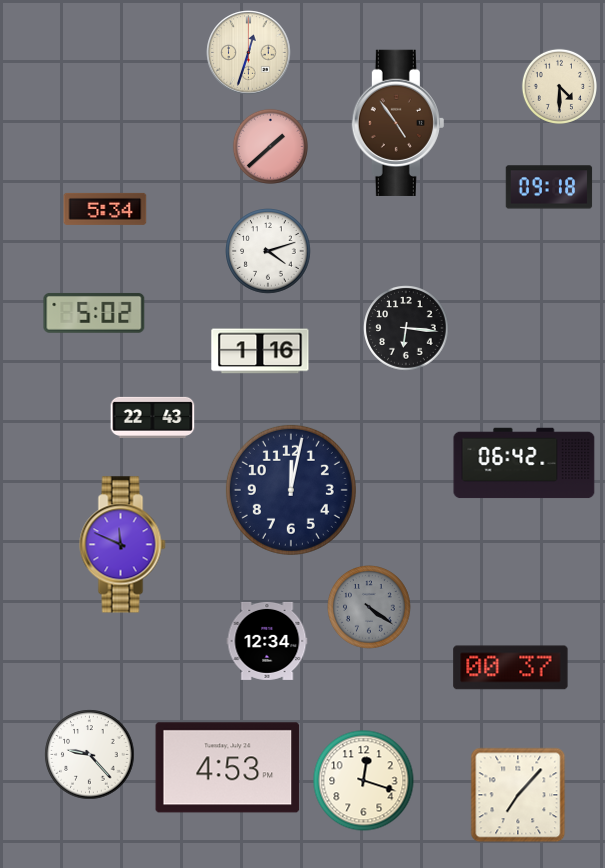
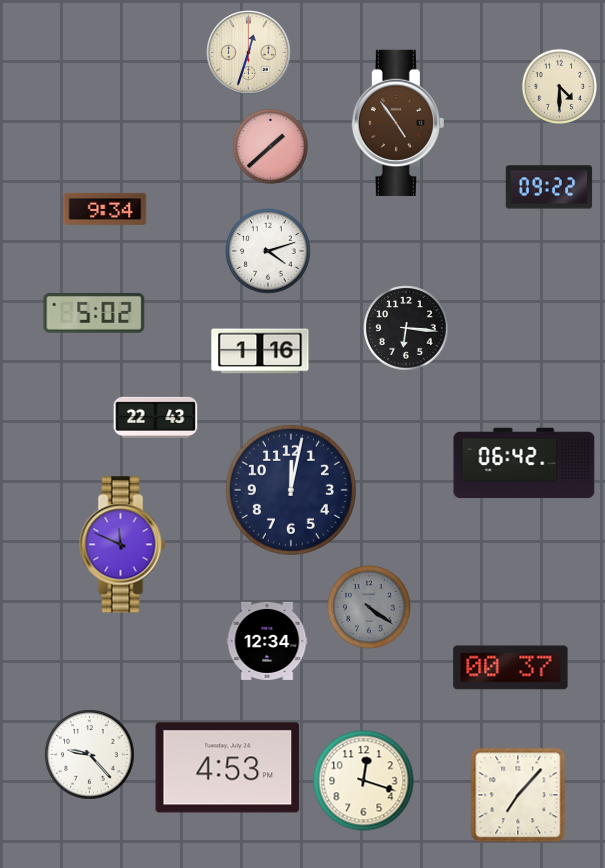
clock at (549, 187): 09:18 -> 09:22
clock at (105, 209): 5:34 -> 9:34
clock at (153, 417) position: (153, 417) -> (156, 417)
